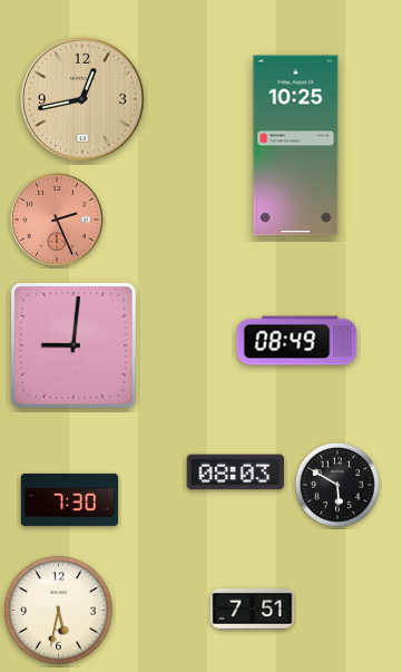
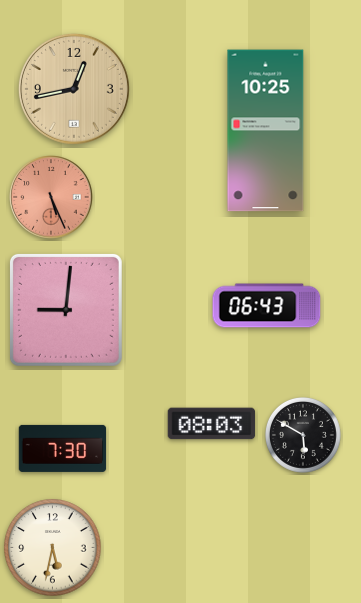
clock at (57, 220): 2:26 -> 5:26
clock at (297, 341): 08:49 -> 06:43
clock at (253, 608): 7:51 -> none
